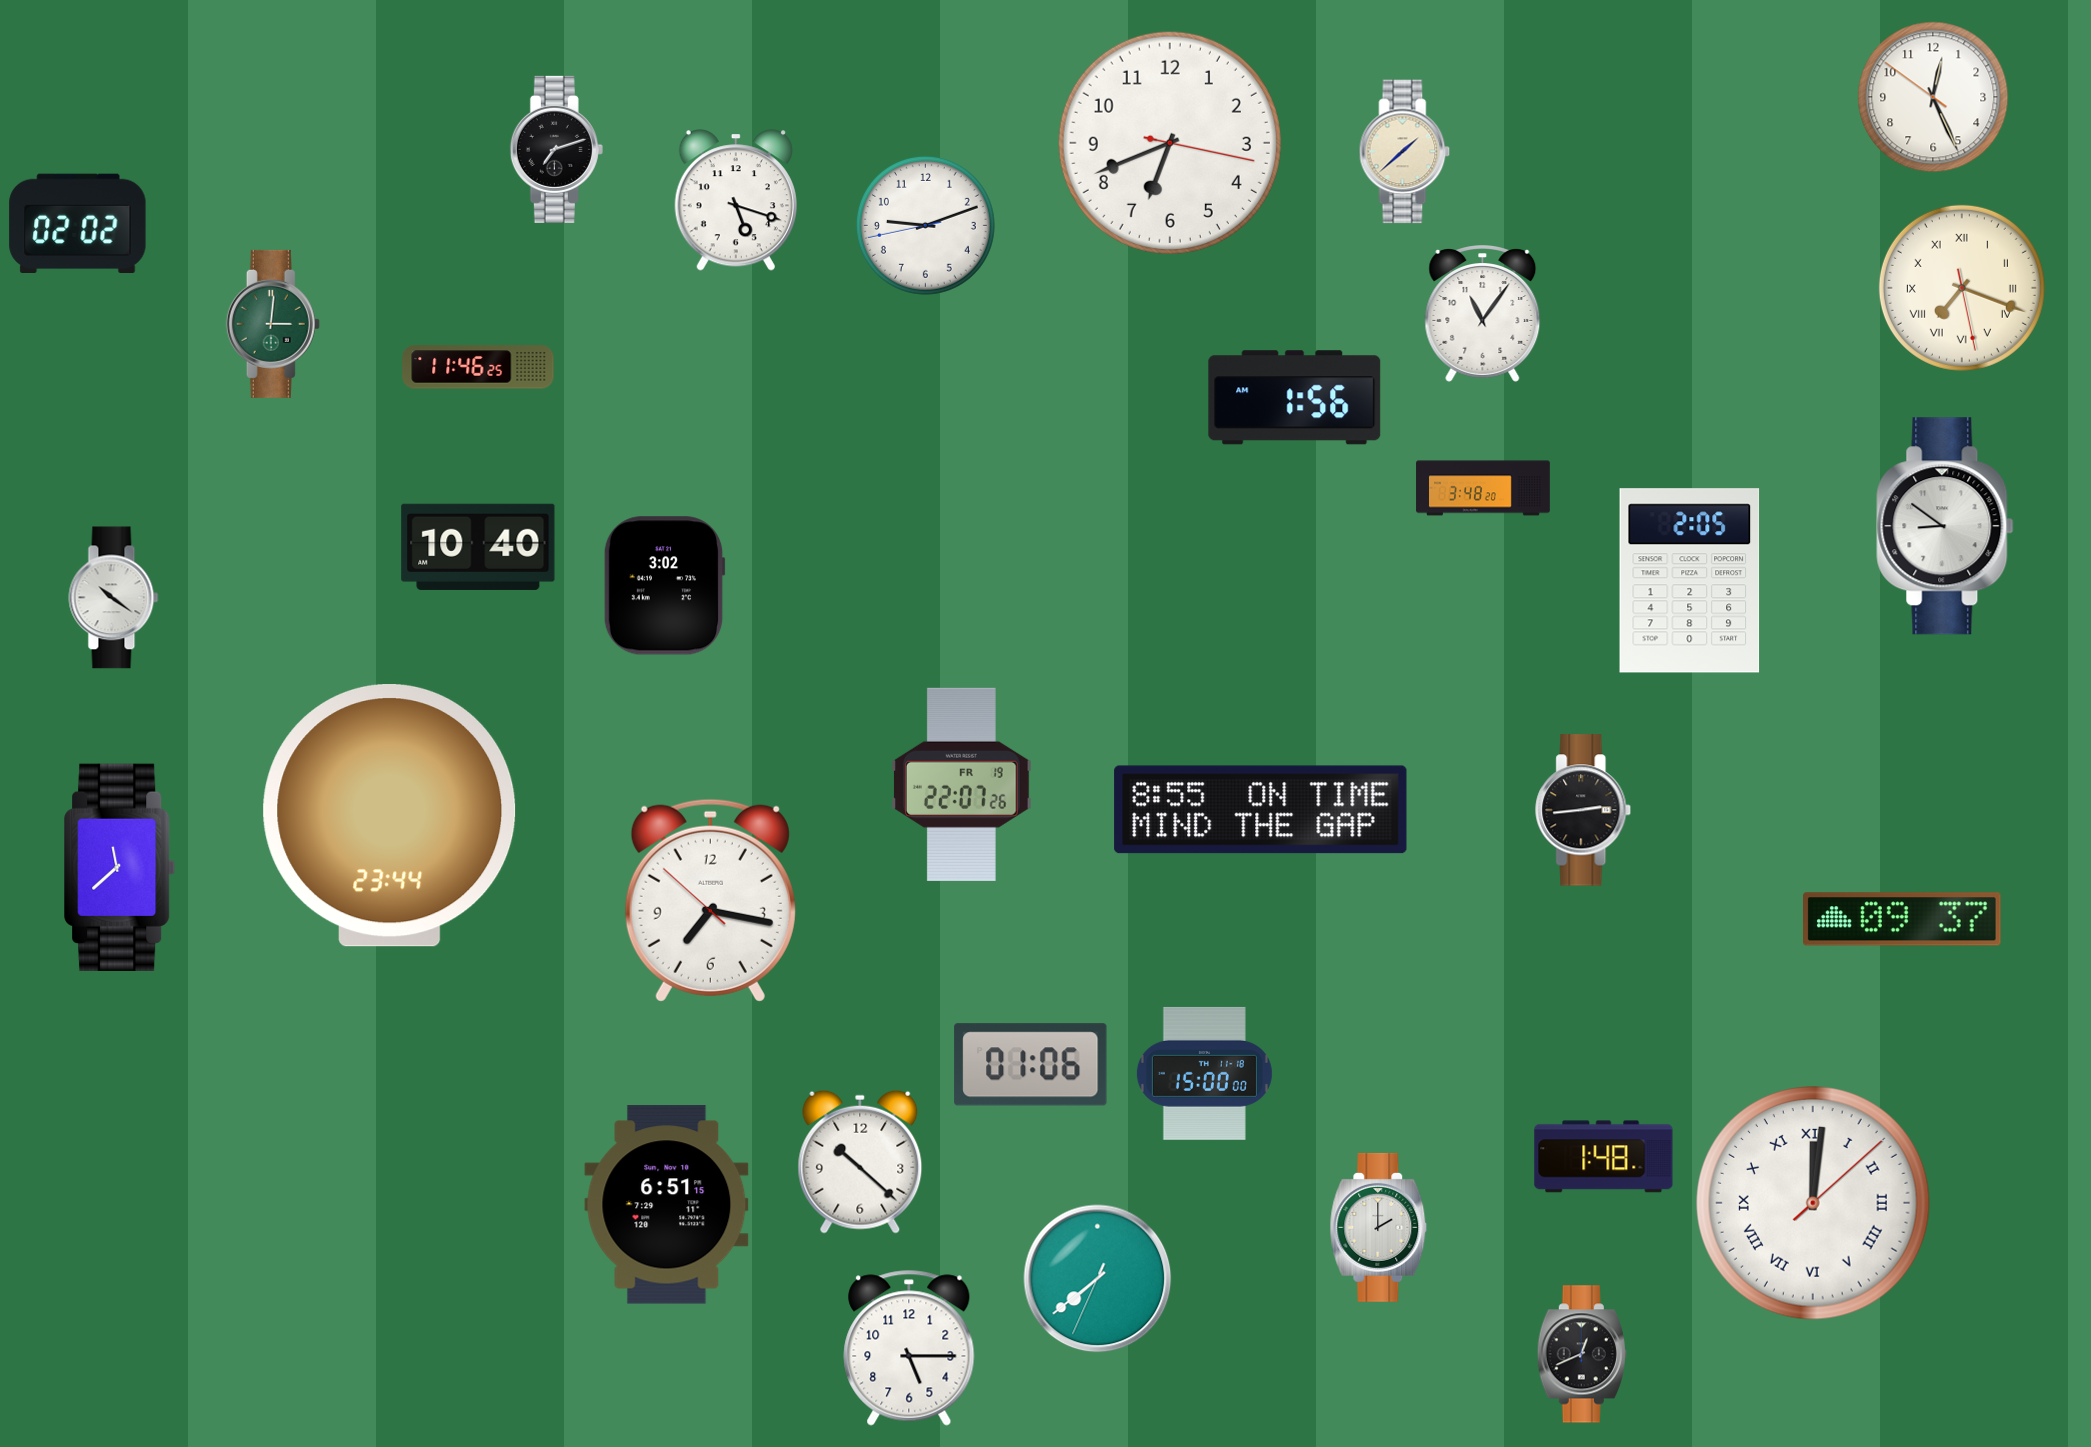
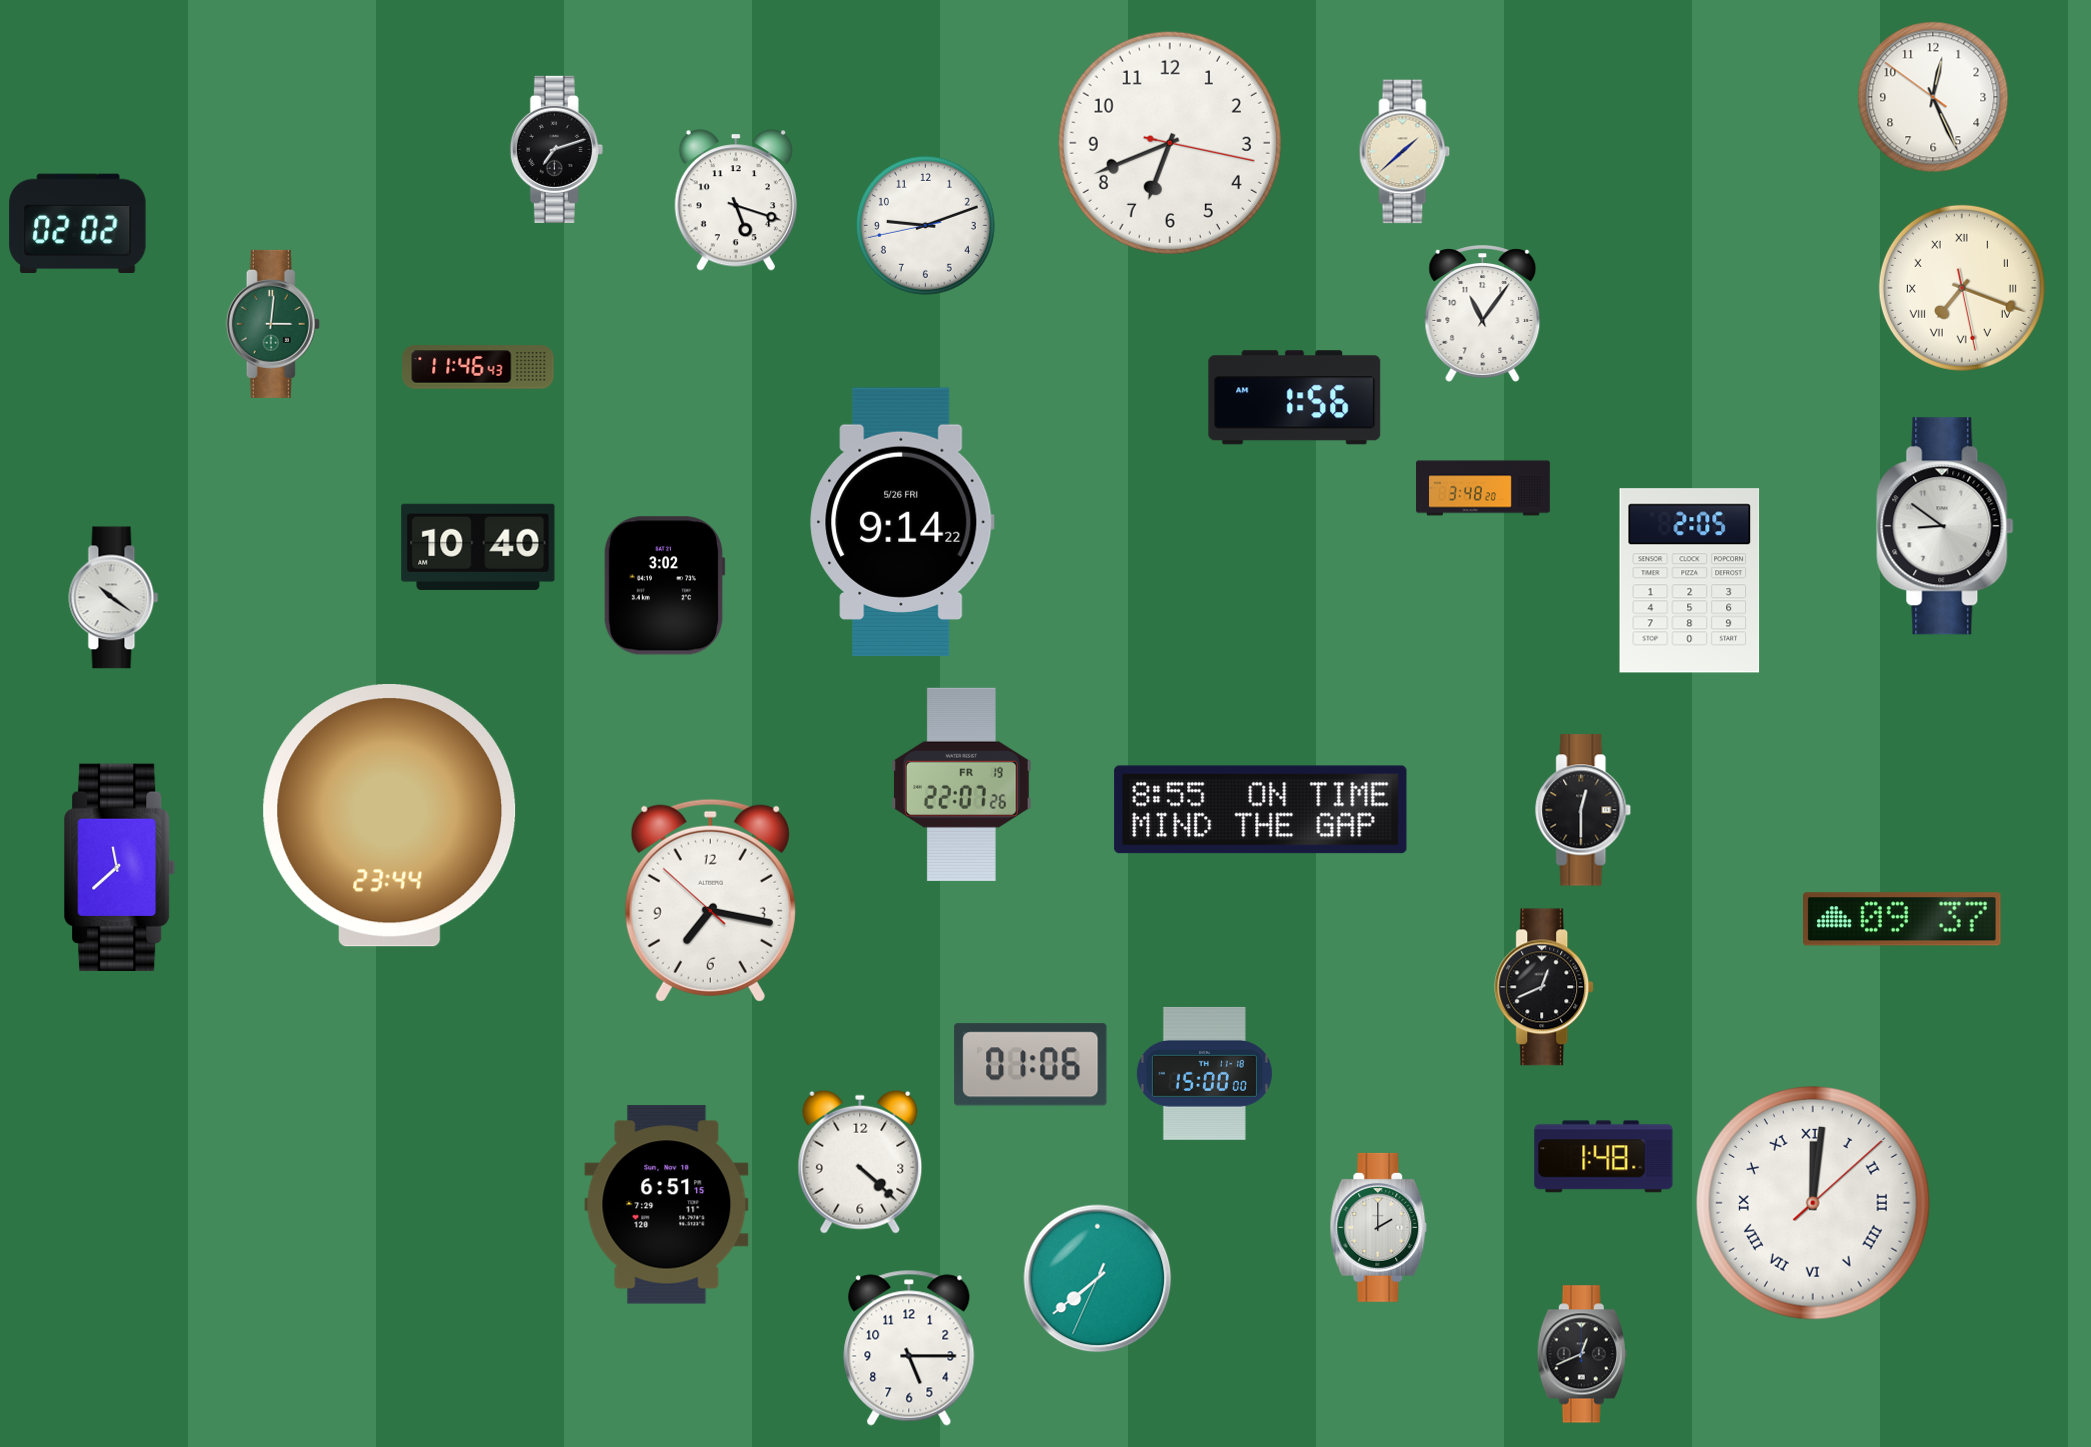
clock at (478, 367): 11:46:25 -> 11:46:43
clock at (902, 521): none -> 9:14
clock at (1584, 810): 2:44 -> 12:30
clock at (1545, 987): none -> 12:41
clock at (860, 1162): 10:22 -> 4:22
